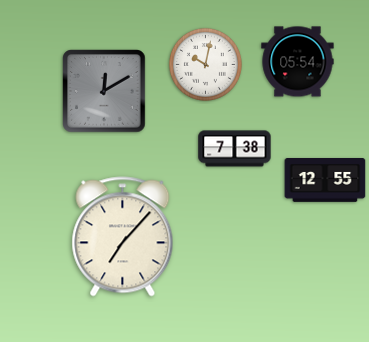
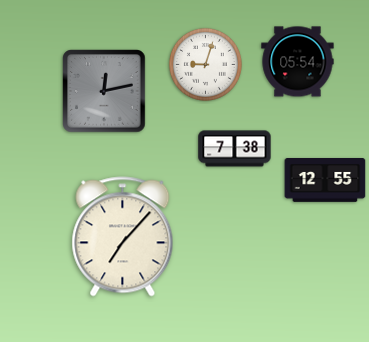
clock at (205, 64): 10:02 -> 9:03
clock at (104, 91): 12:10 -> 12:13
